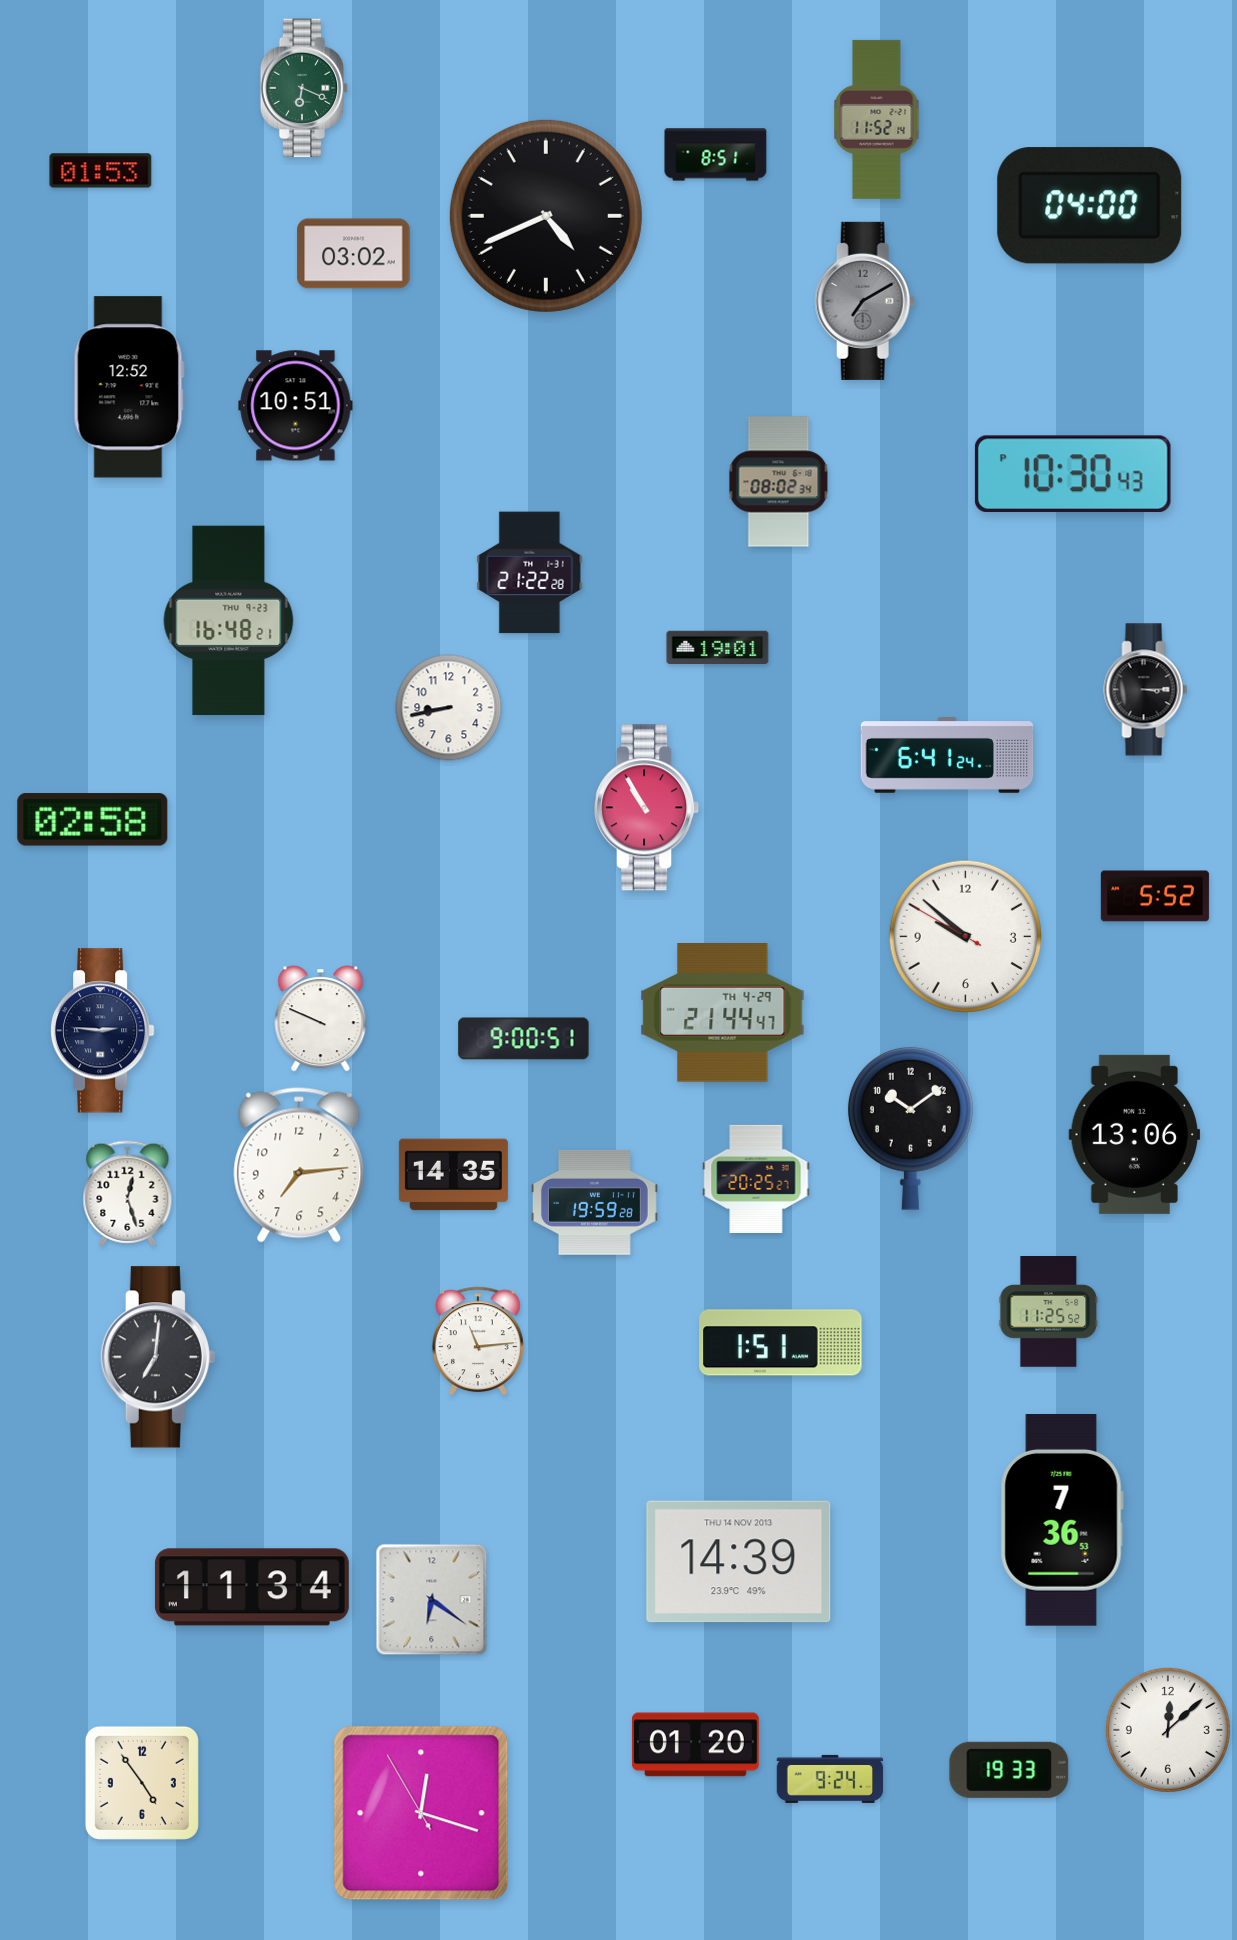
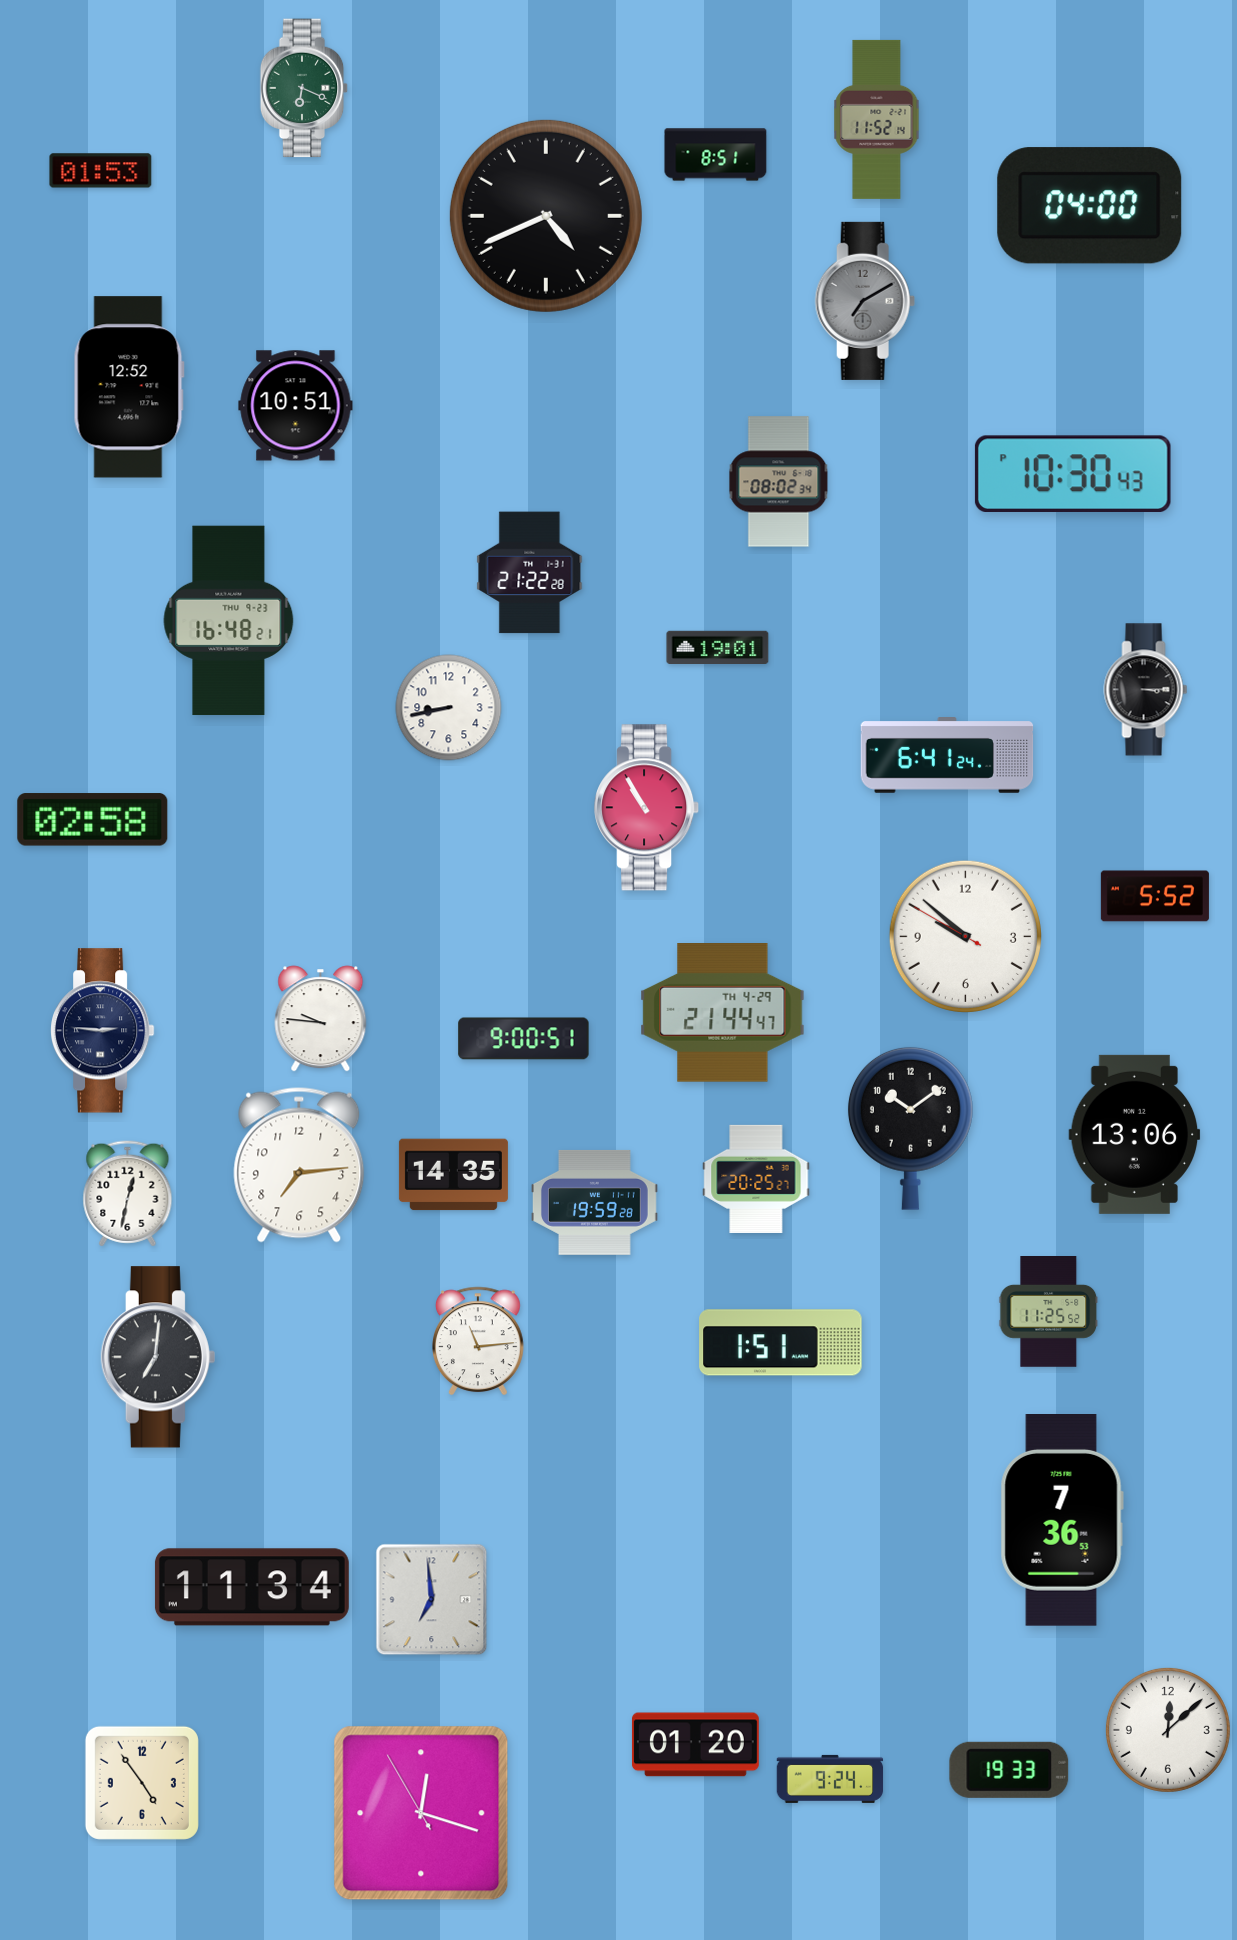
clock at (354, 254): 03:02 -> none
clock at (321, 1019): 9:49 -> 9:46
clock at (128, 1194): 12:27 -> 12:32
clock at (739, 1562): 14:39 -> none
clock at (432, 1600): 6:21 -> 6:59
